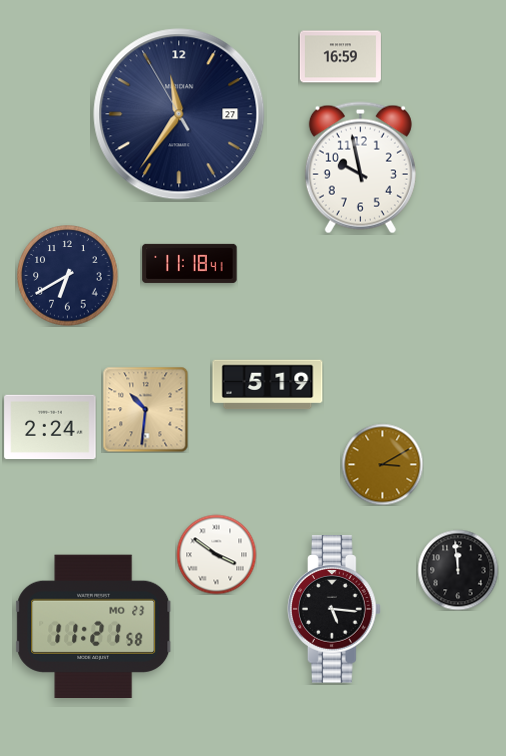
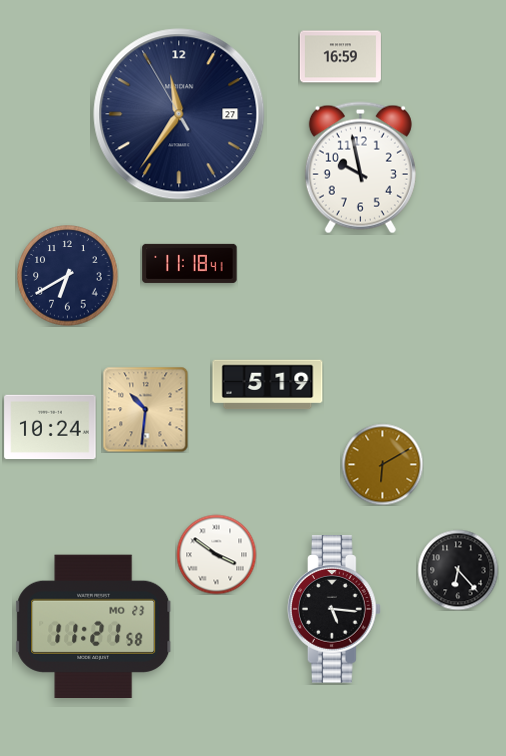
clock at (50, 427): 2:24 -> 10:24
clock at (382, 464): 3:10 -> 6:10
clock at (458, 570): 11:59 -> 6:23
